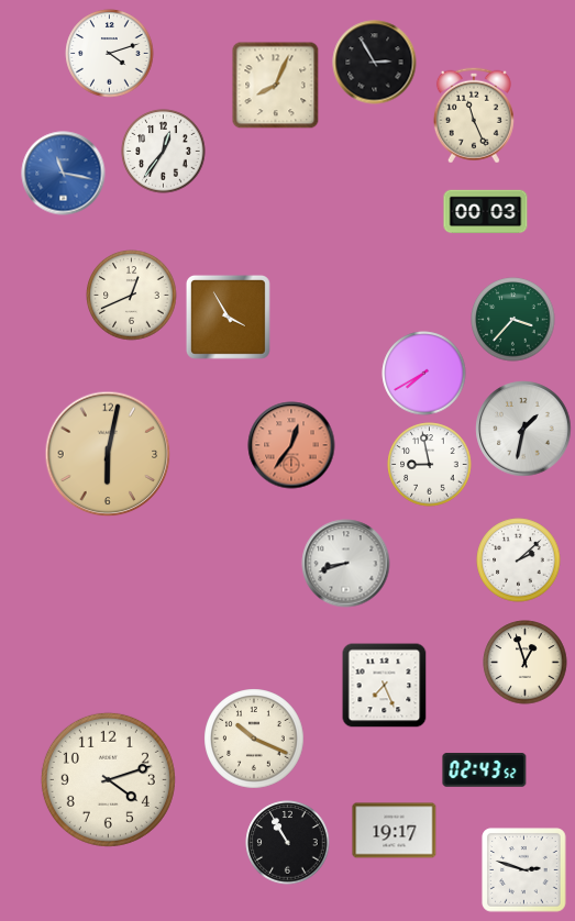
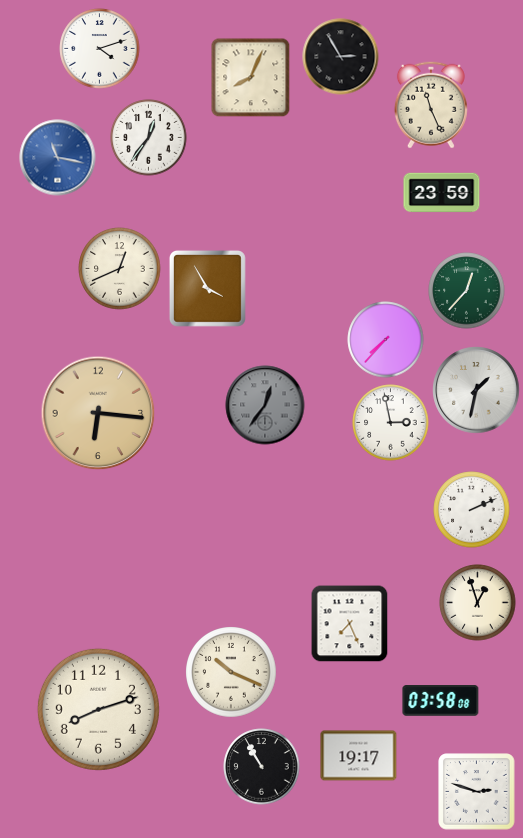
clock at (486, 212): 00:03 -> 23:59
clock at (513, 320): 3:37 -> 12:37
clock at (424, 374): 7:40 -> 7:37
clock at (291, 445) dial: salmon -> grey
clock at (108, 454): 6:02 -> 6:16
clock at (430, 465): 8:58 -> 2:58
clock at (519, 561): 2:08 -> 2:11
clock at (346, 564): 8:42 -> none
clock at (485, 770): 02:43 -> 03:58
clock at (108, 779): 4:12 -> 8:12
